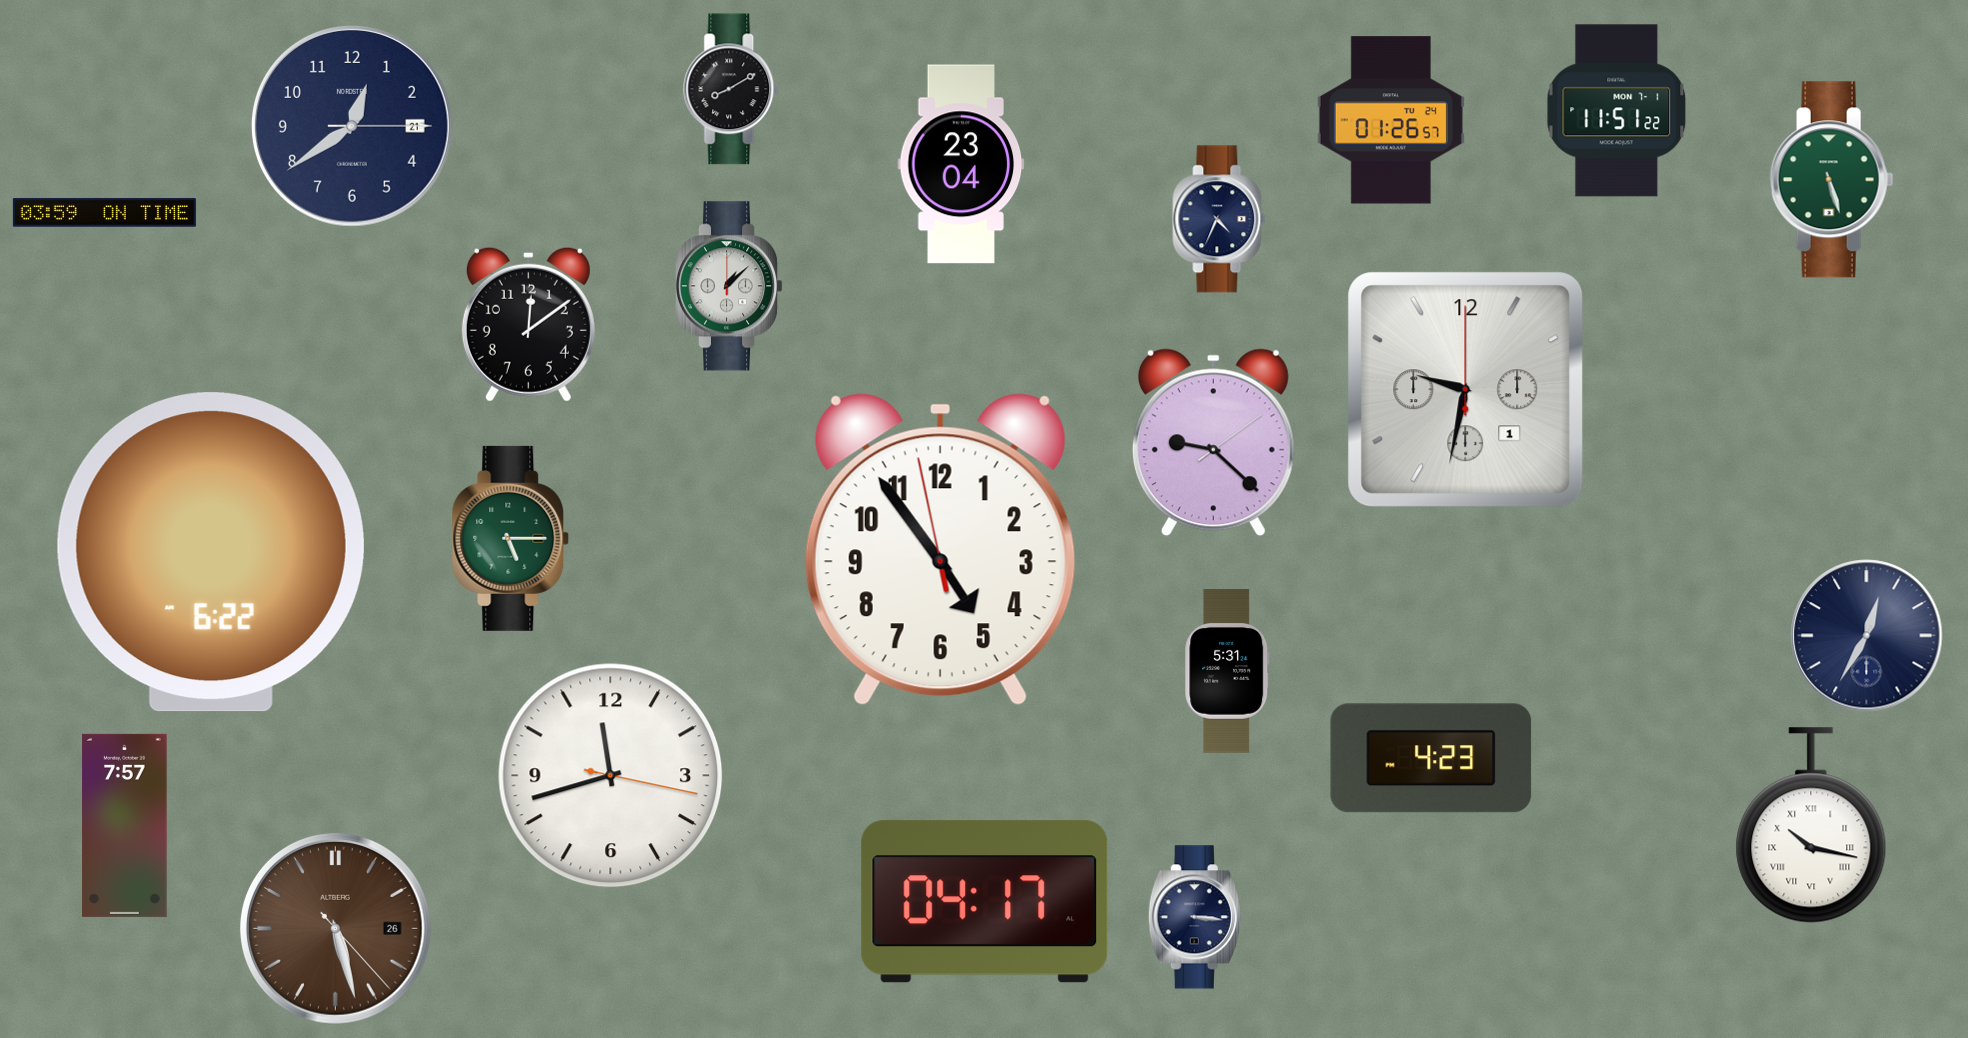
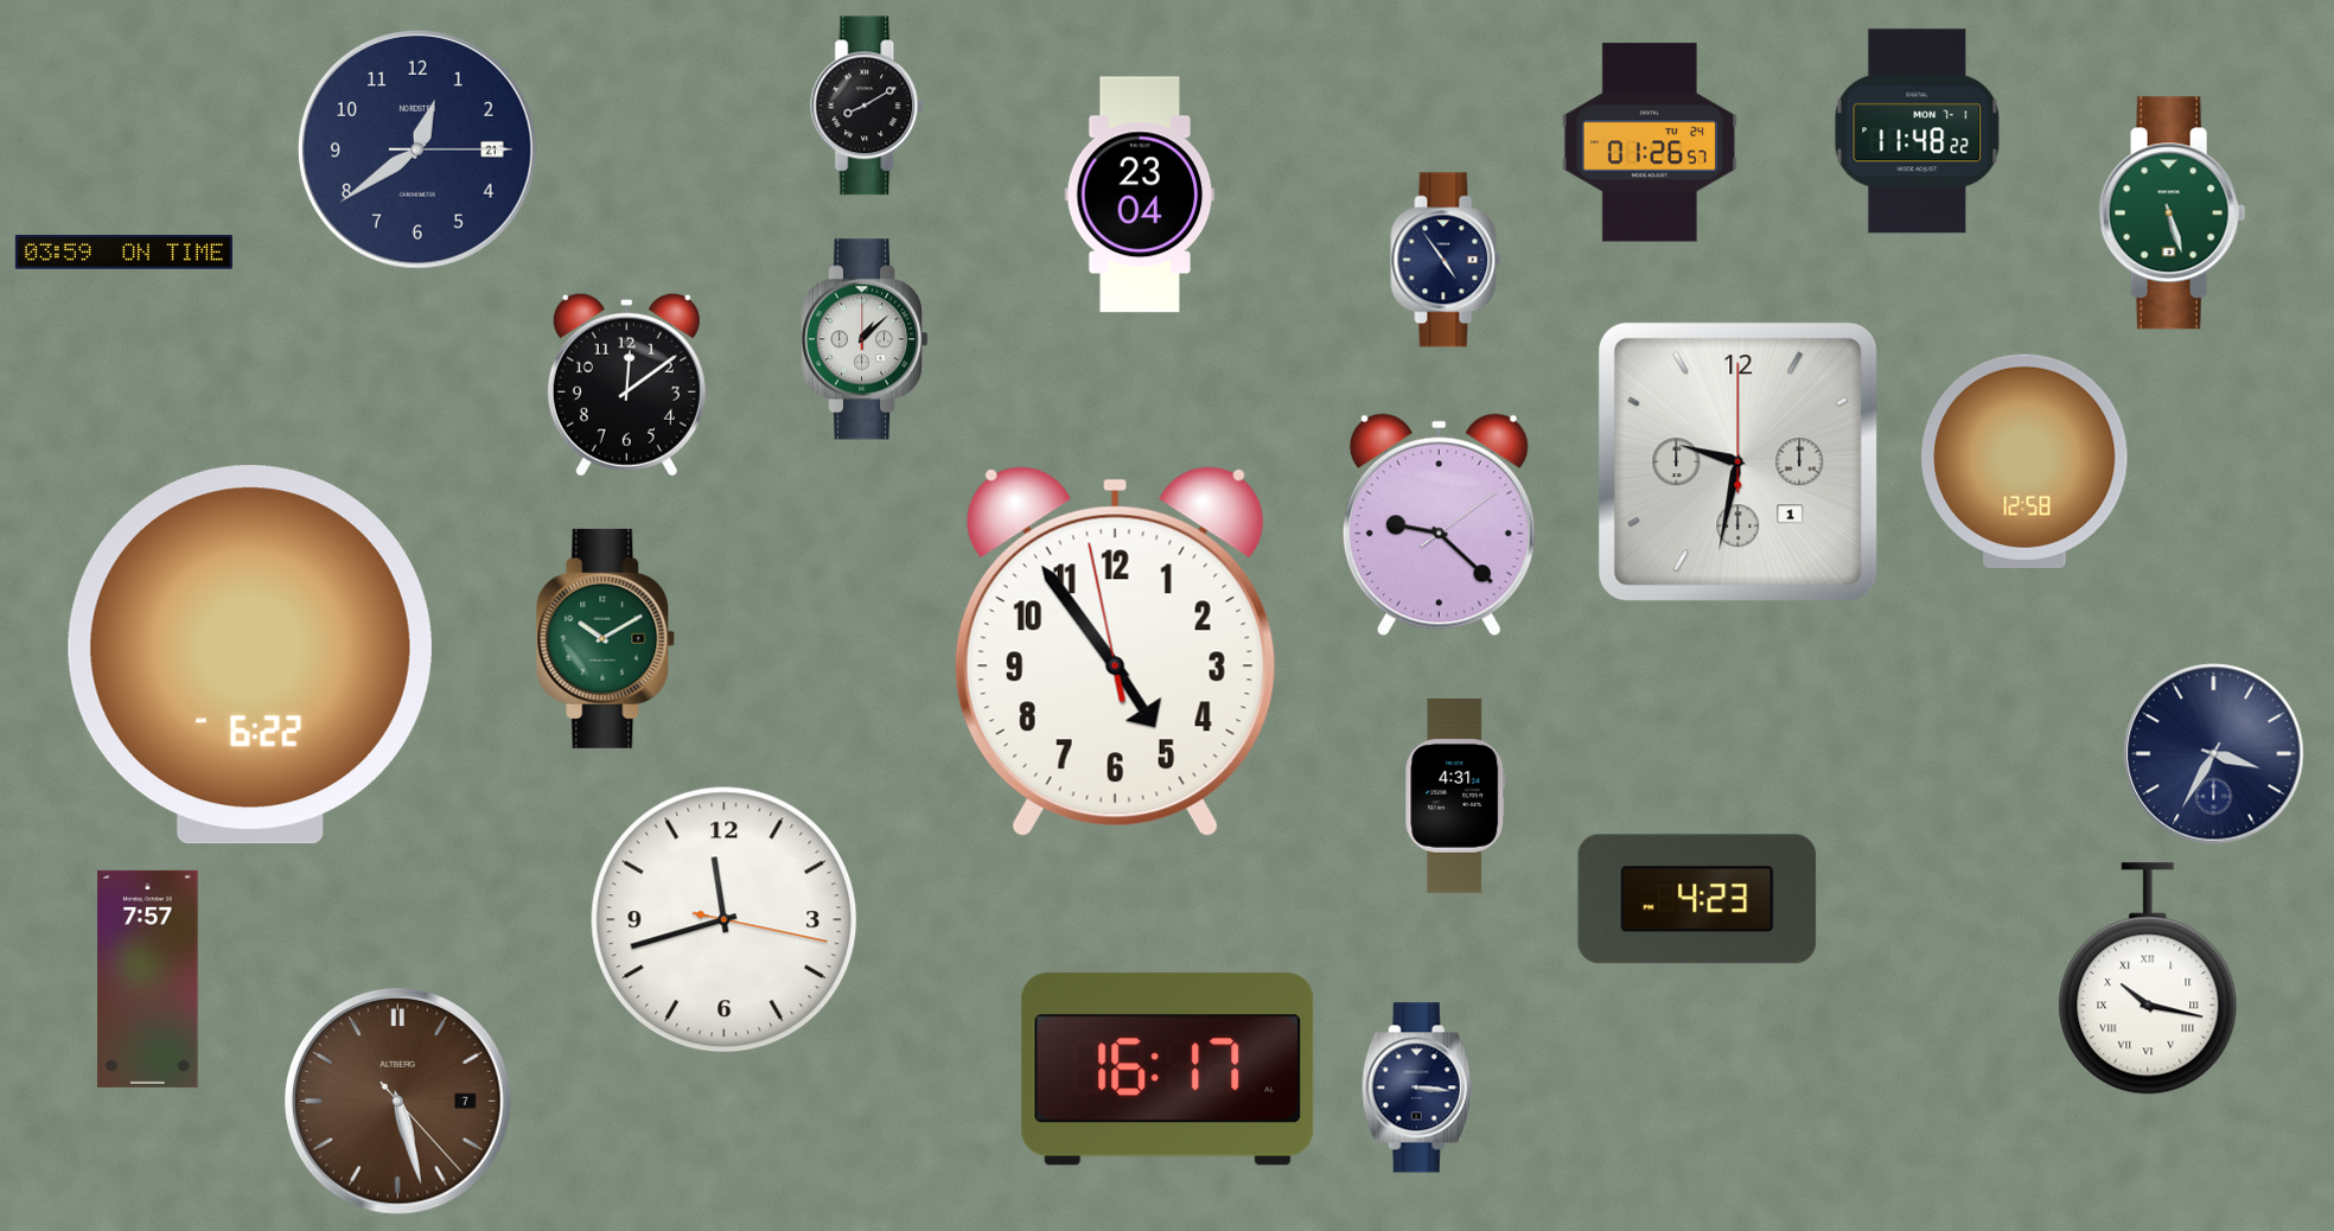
clock at (1617, 111): 11:51 -> 11:48
clock at (1219, 219): 4:34 -> 4:54
clock at (2024, 461): none -> 12:58
clock at (511, 538): 5:15 -> 10:10
clock at (1867, 636): 12:35 -> 3:35
clock at (1227, 671): 5:31 -> 4:31
clock at (985, 902): 04:17 -> 16:17
clock at (336, 929) date: 26 -> 7
